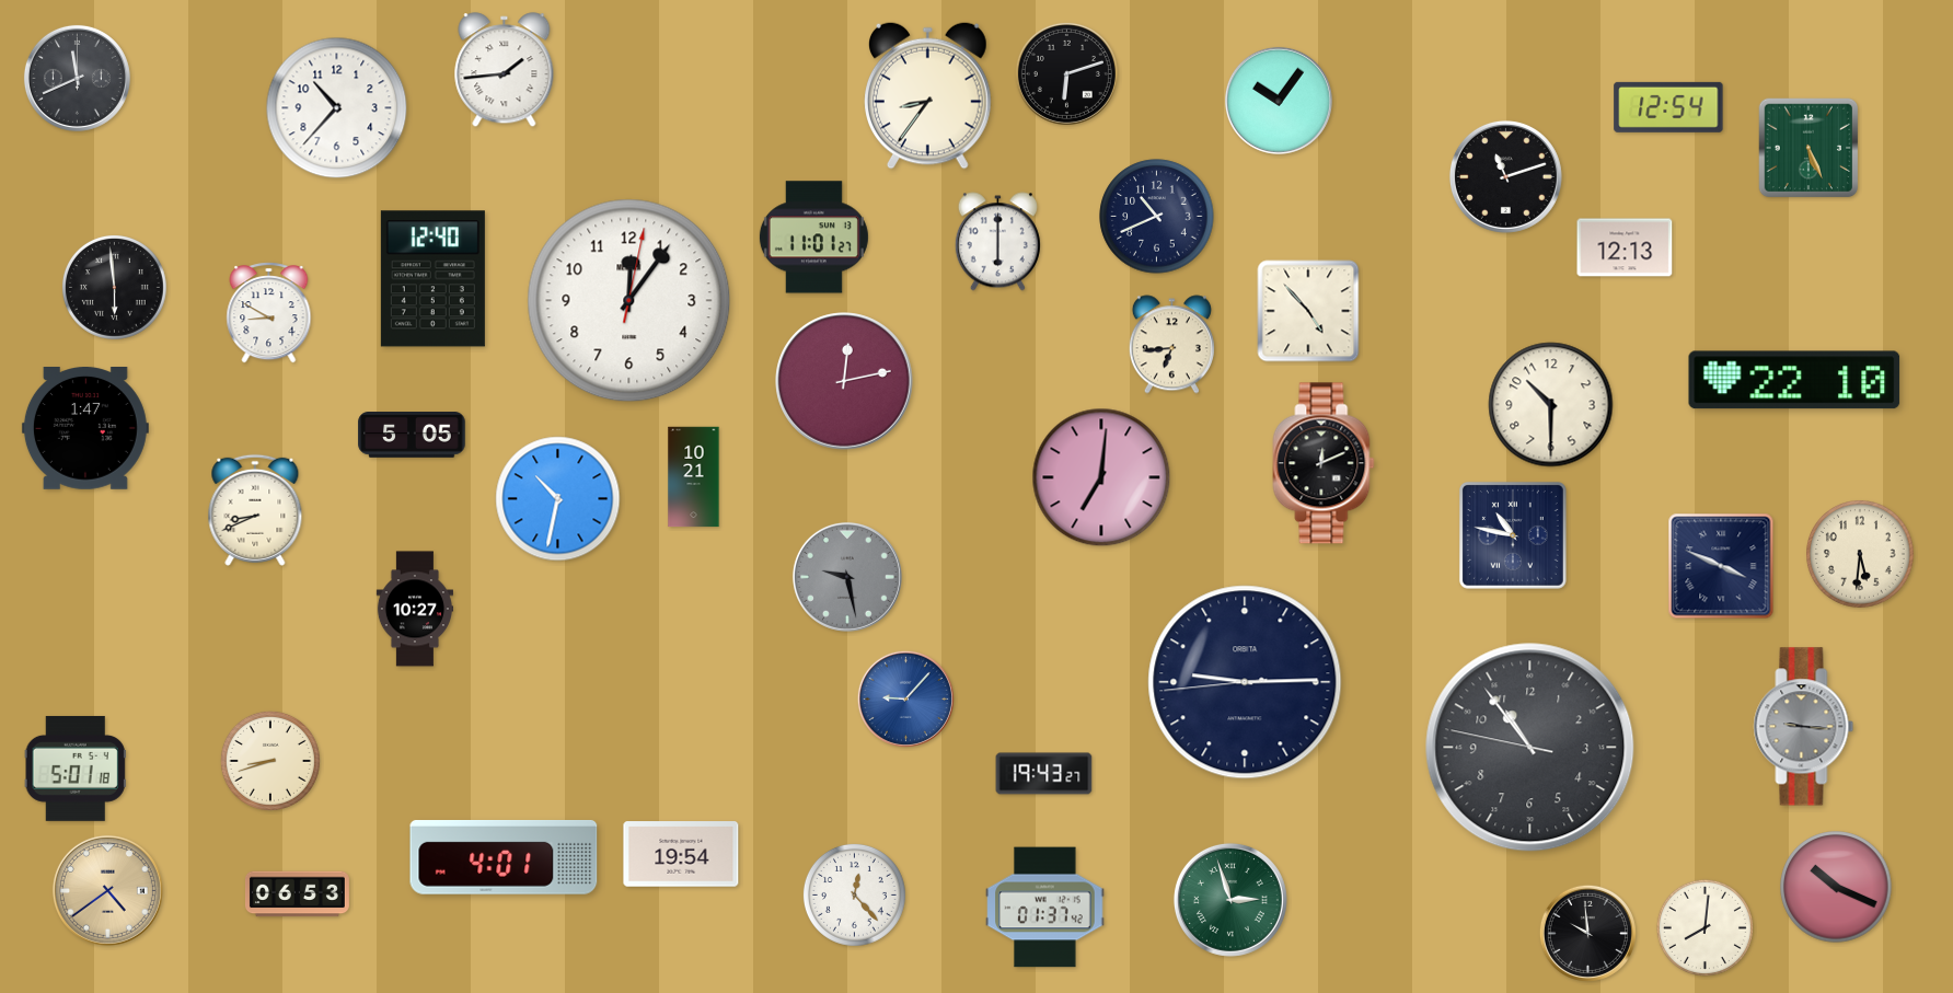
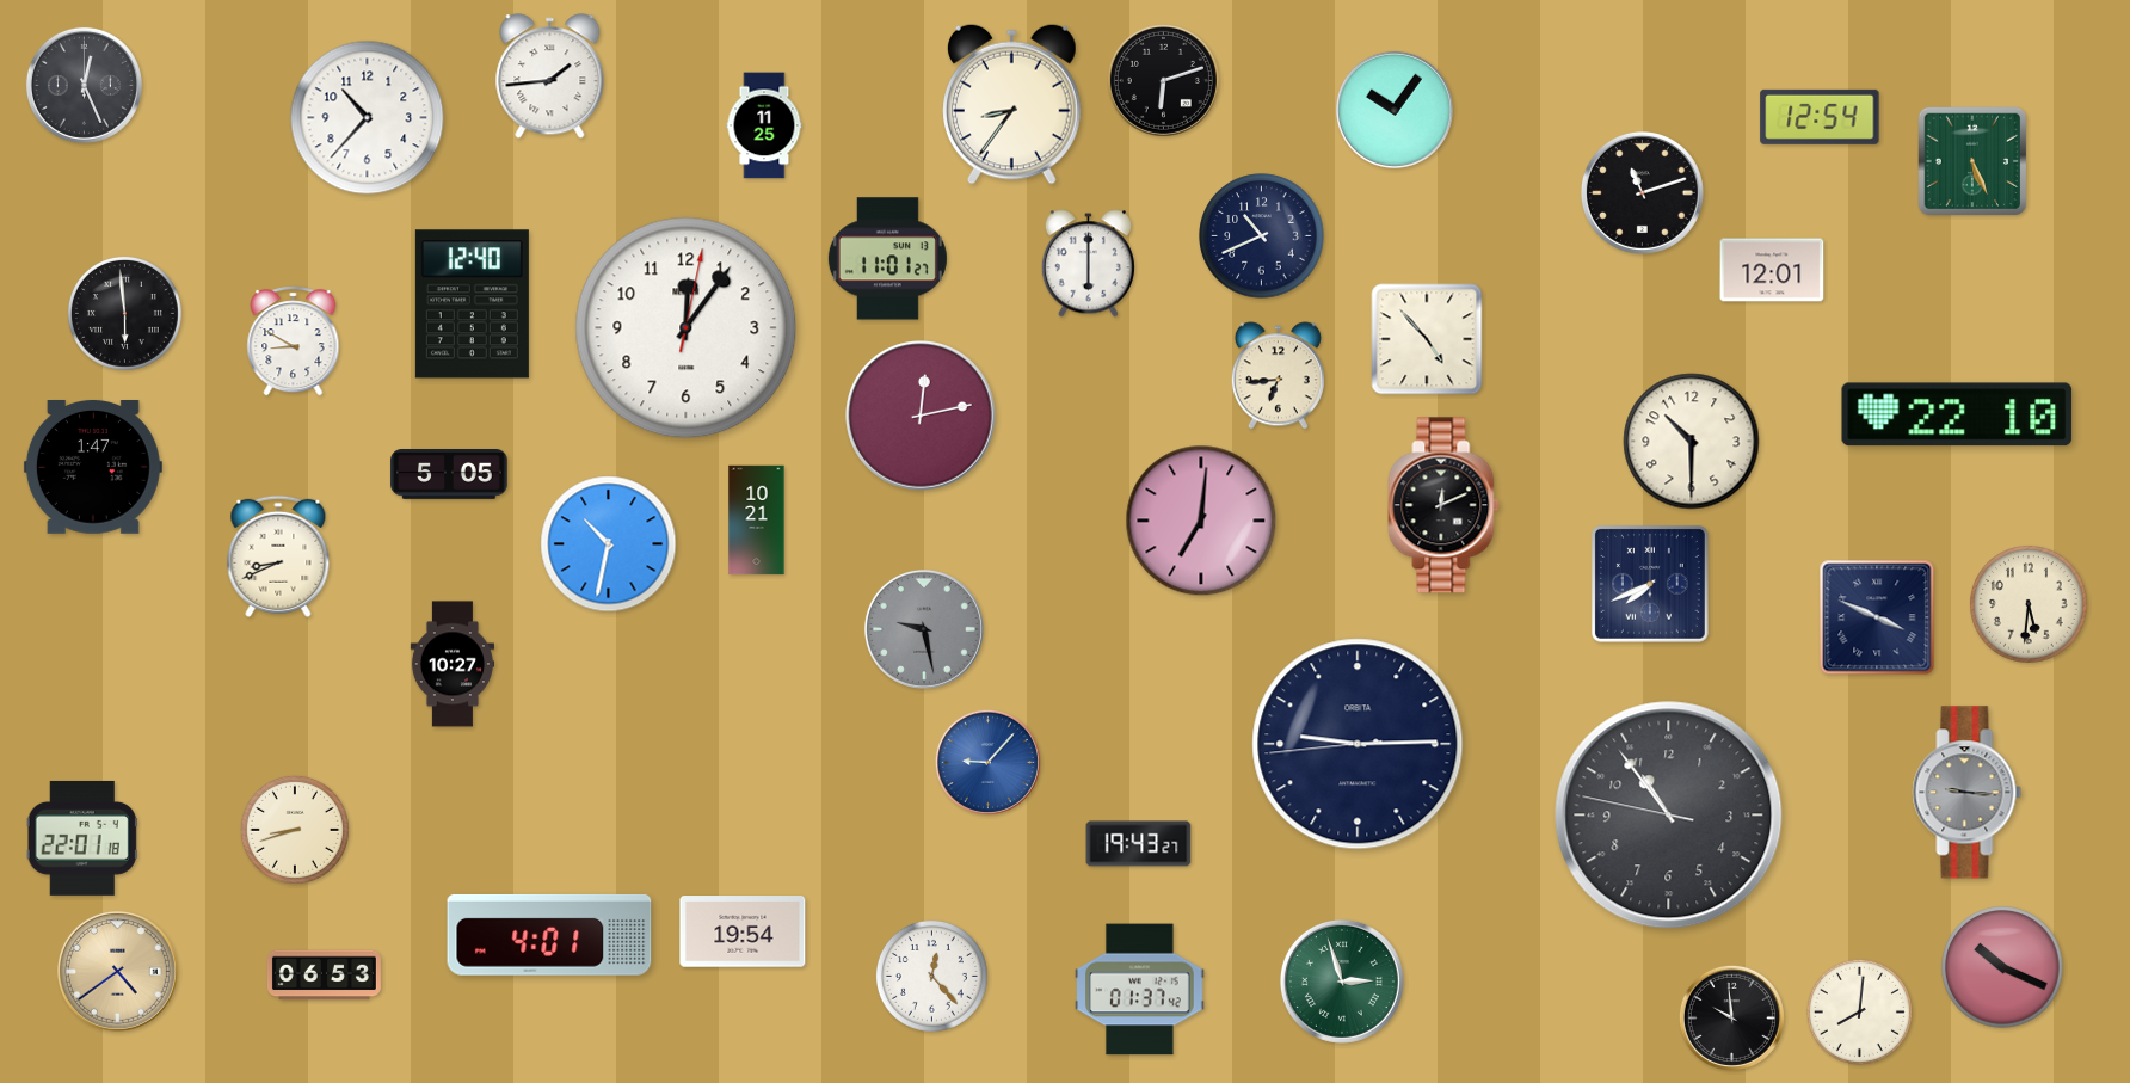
clock at (77, 78): 11:41 -> 12:26
clock at (764, 125): none -> 11:25
clock at (1625, 247): 12:13 -> 12:01
clock at (1513, 535): 10:47 -> 7:41
clock at (76, 769): 5:01 -> 22:01
